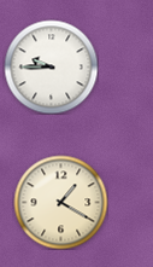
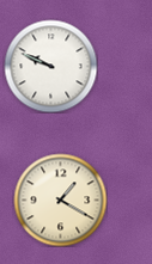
clock at (51, 66): 9:45 -> 9:49
